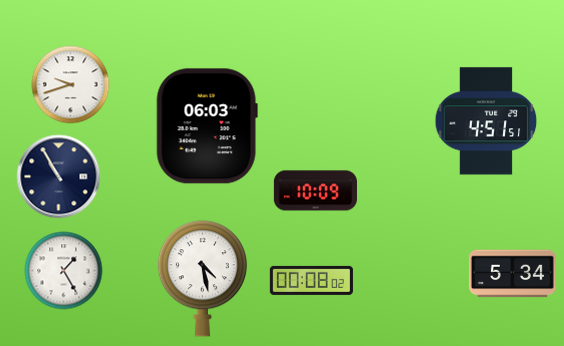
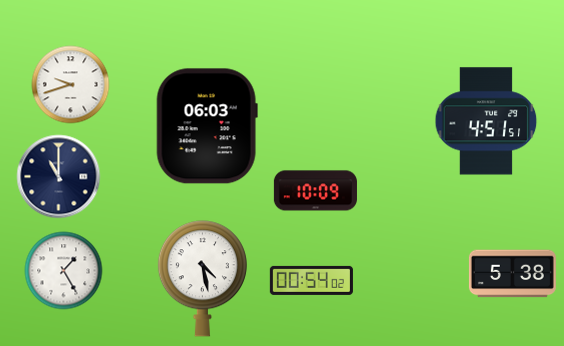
clock at (58, 176): 10:55 -> 11:00
clock at (512, 274): 5:34 -> 5:38
clock at (311, 280): 00:08 -> 00:54
